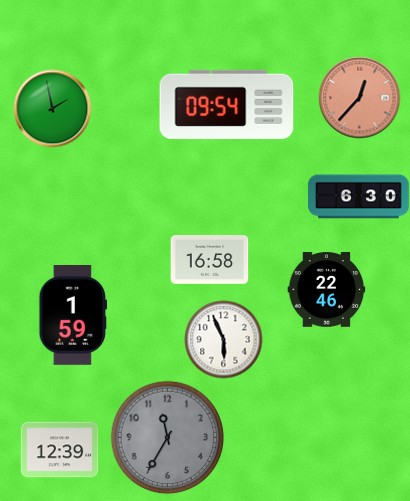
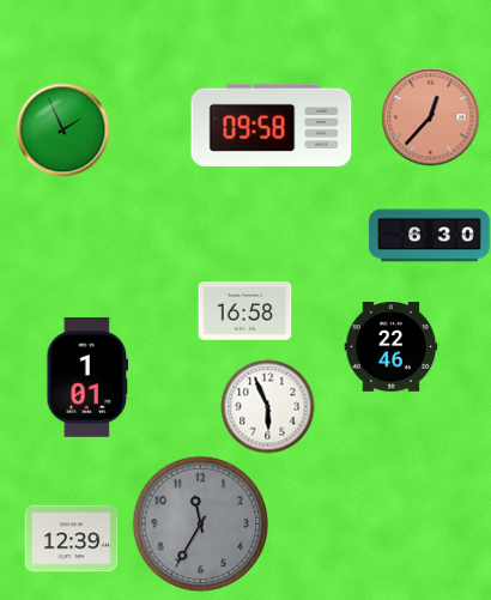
clock at (227, 104): 09:54 -> 09:58
clock at (52, 108): 1:58 -> 1:56
clock at (209, 260) position: (209, 260) -> (244, 311)
clock at (73, 316): 1:59 -> 1:01
